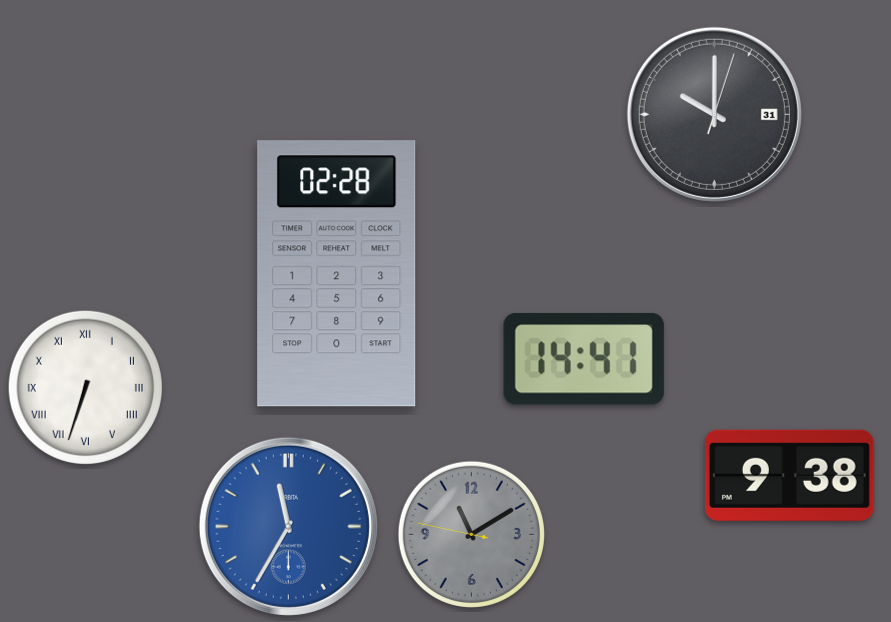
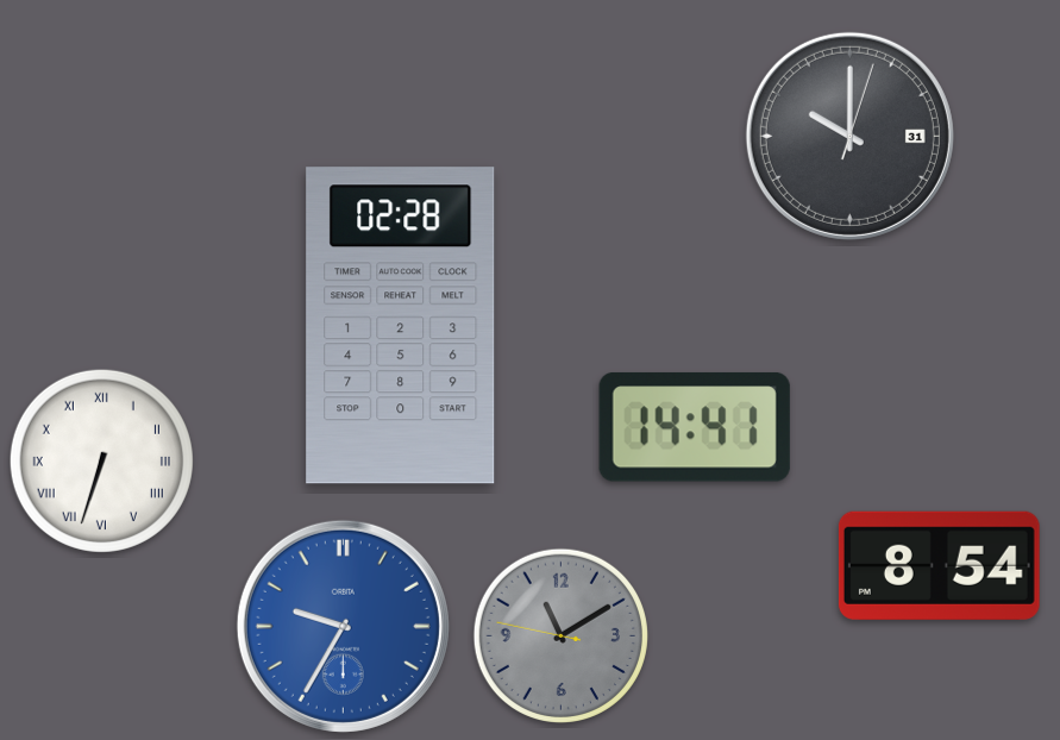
clock at (789, 475): 9:38 -> 8:54
clock at (288, 526): 11:35 -> 9:35
